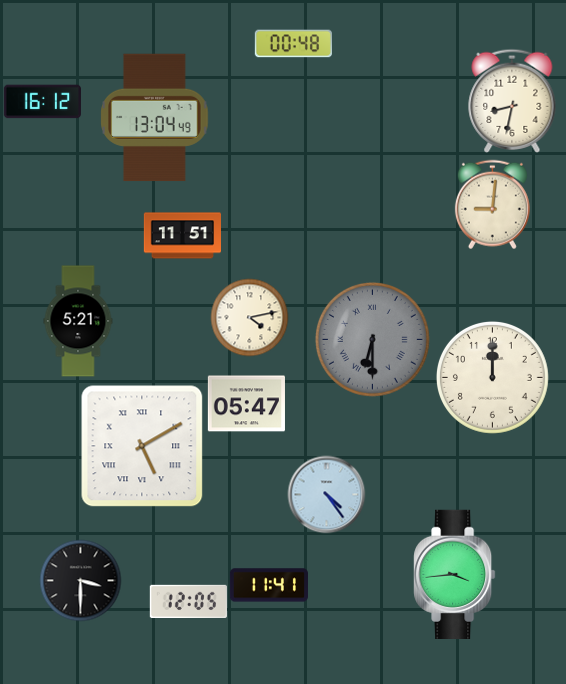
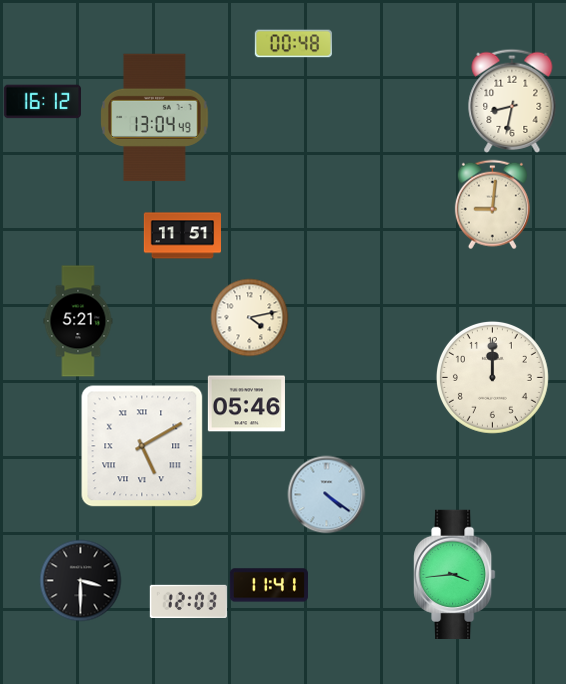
clock at (372, 339): 6:30 -> none
clock at (246, 404): 05:47 -> 05:46
clock at (326, 494): 4:24 -> 4:21
clock at (188, 601): 12:05 -> 12:03
